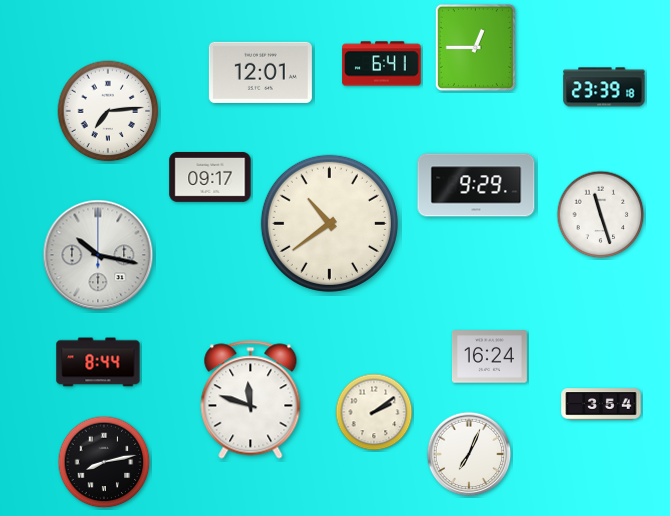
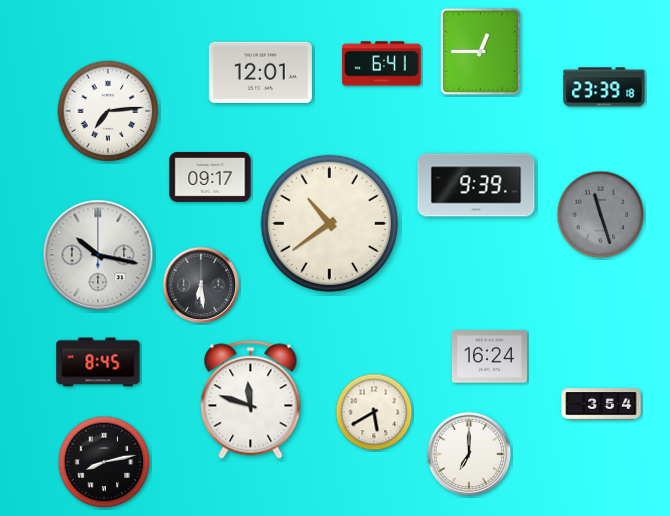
clock at (475, 47) position: (475, 47) -> (480, 51)
clock at (476, 185): 9:29 -> 9:39
clock at (601, 215) dial: white -> grey
clock at (201, 285): none -> 6:29
clock at (98, 362): 8:44 -> 8:45
clock at (374, 412): 2:09 -> 5:40
clock at (469, 454): 7:04 -> 7:00
